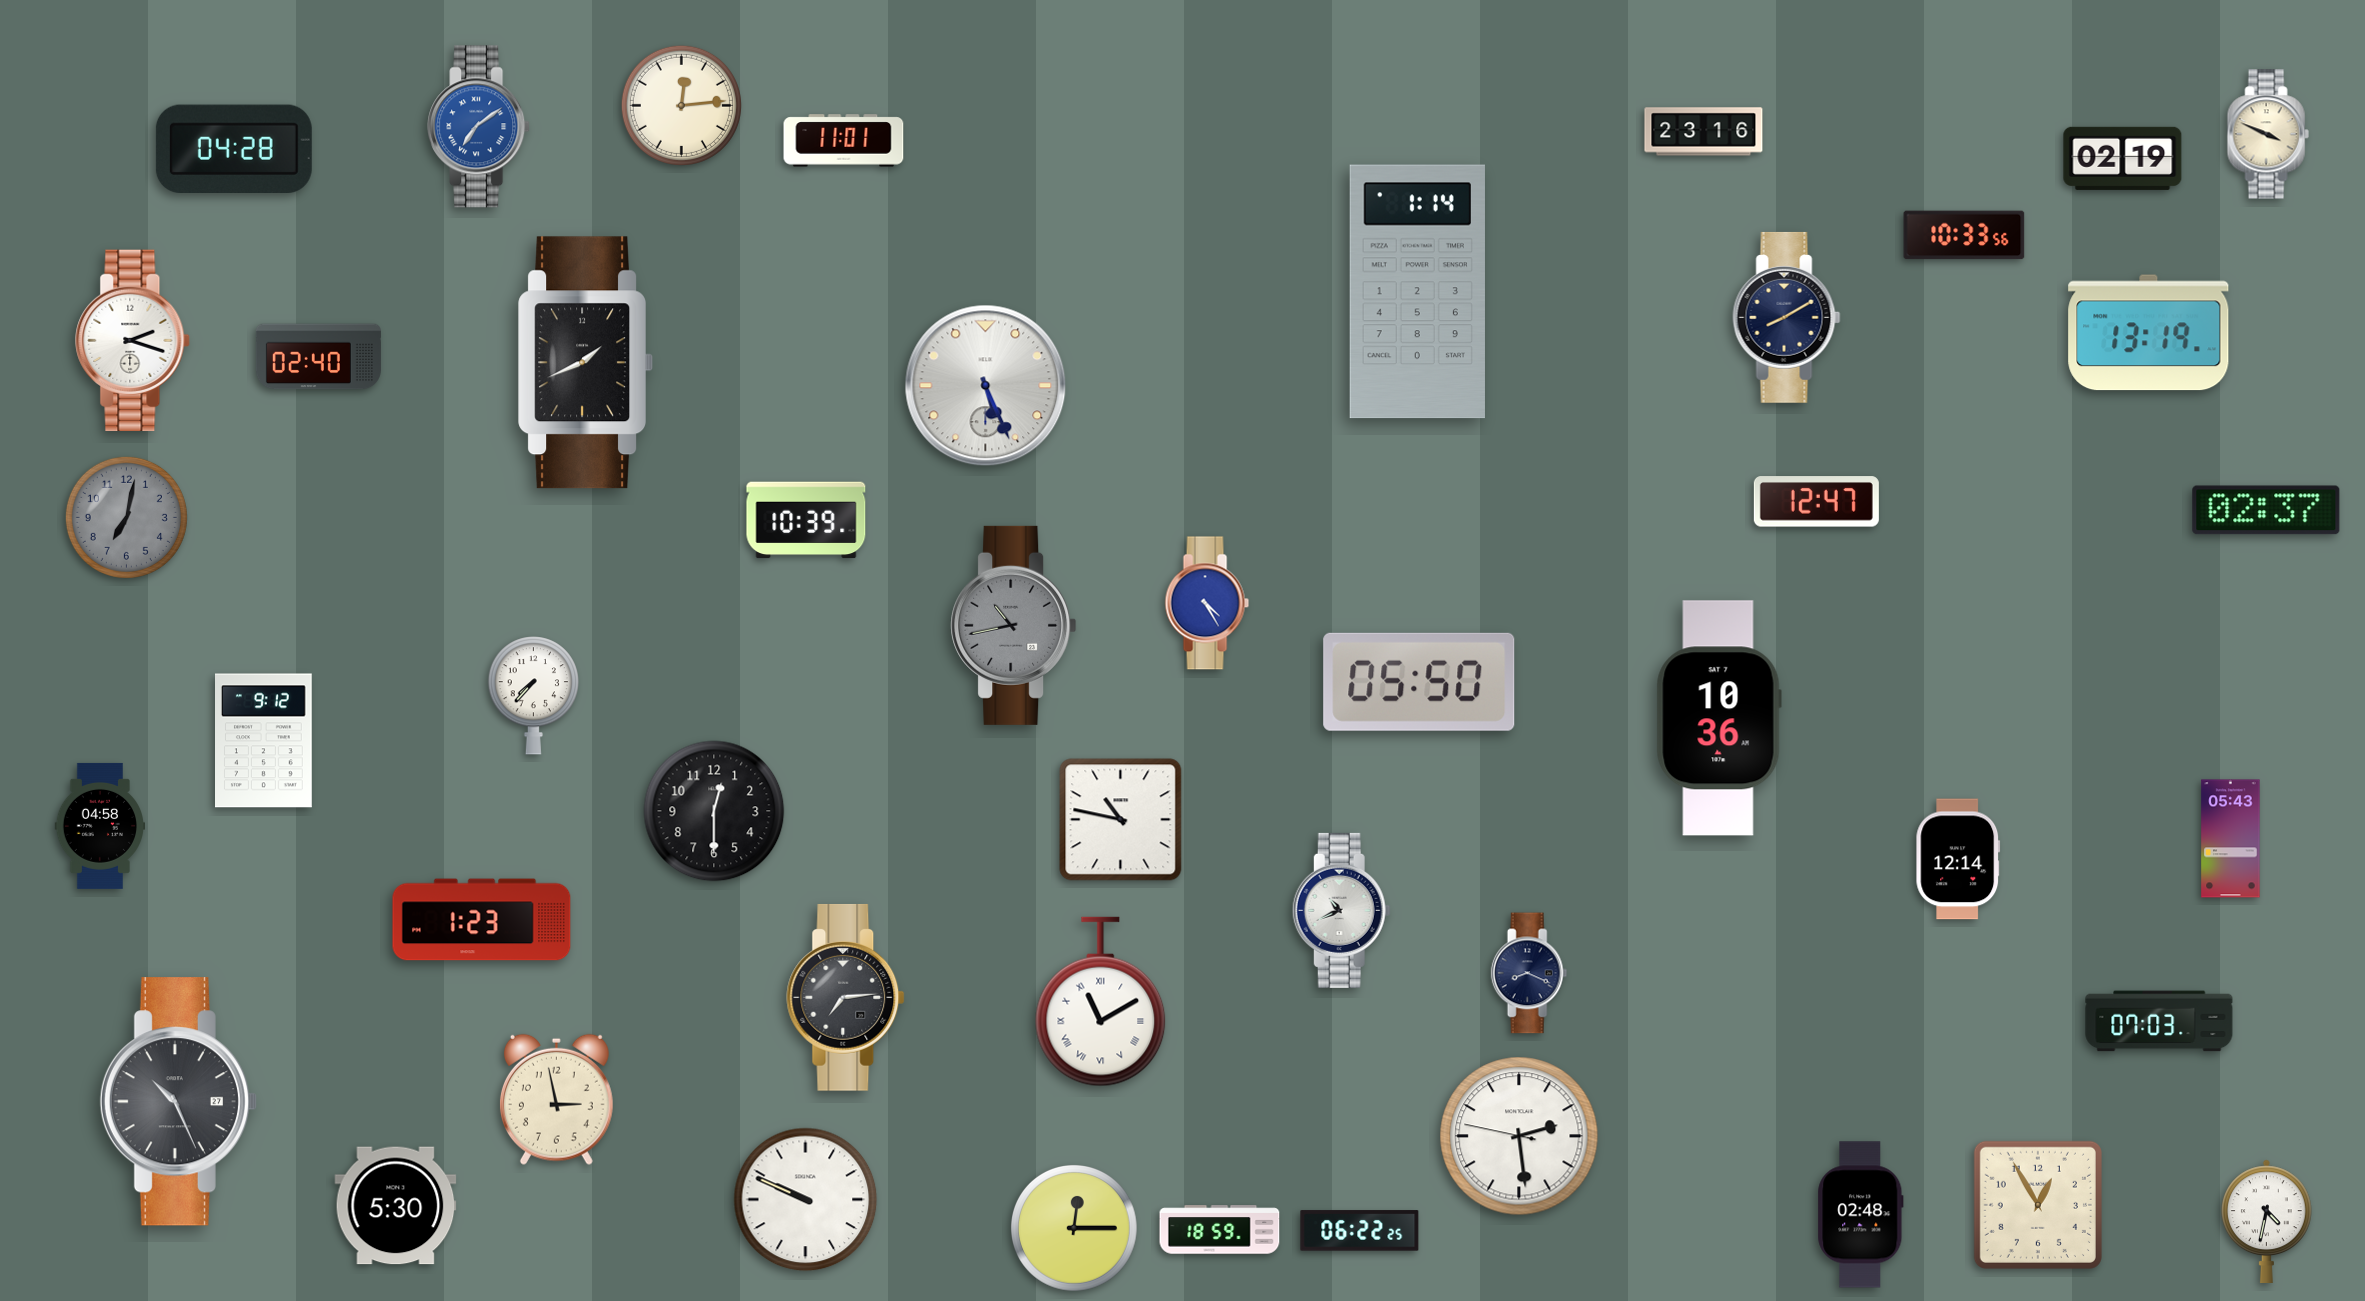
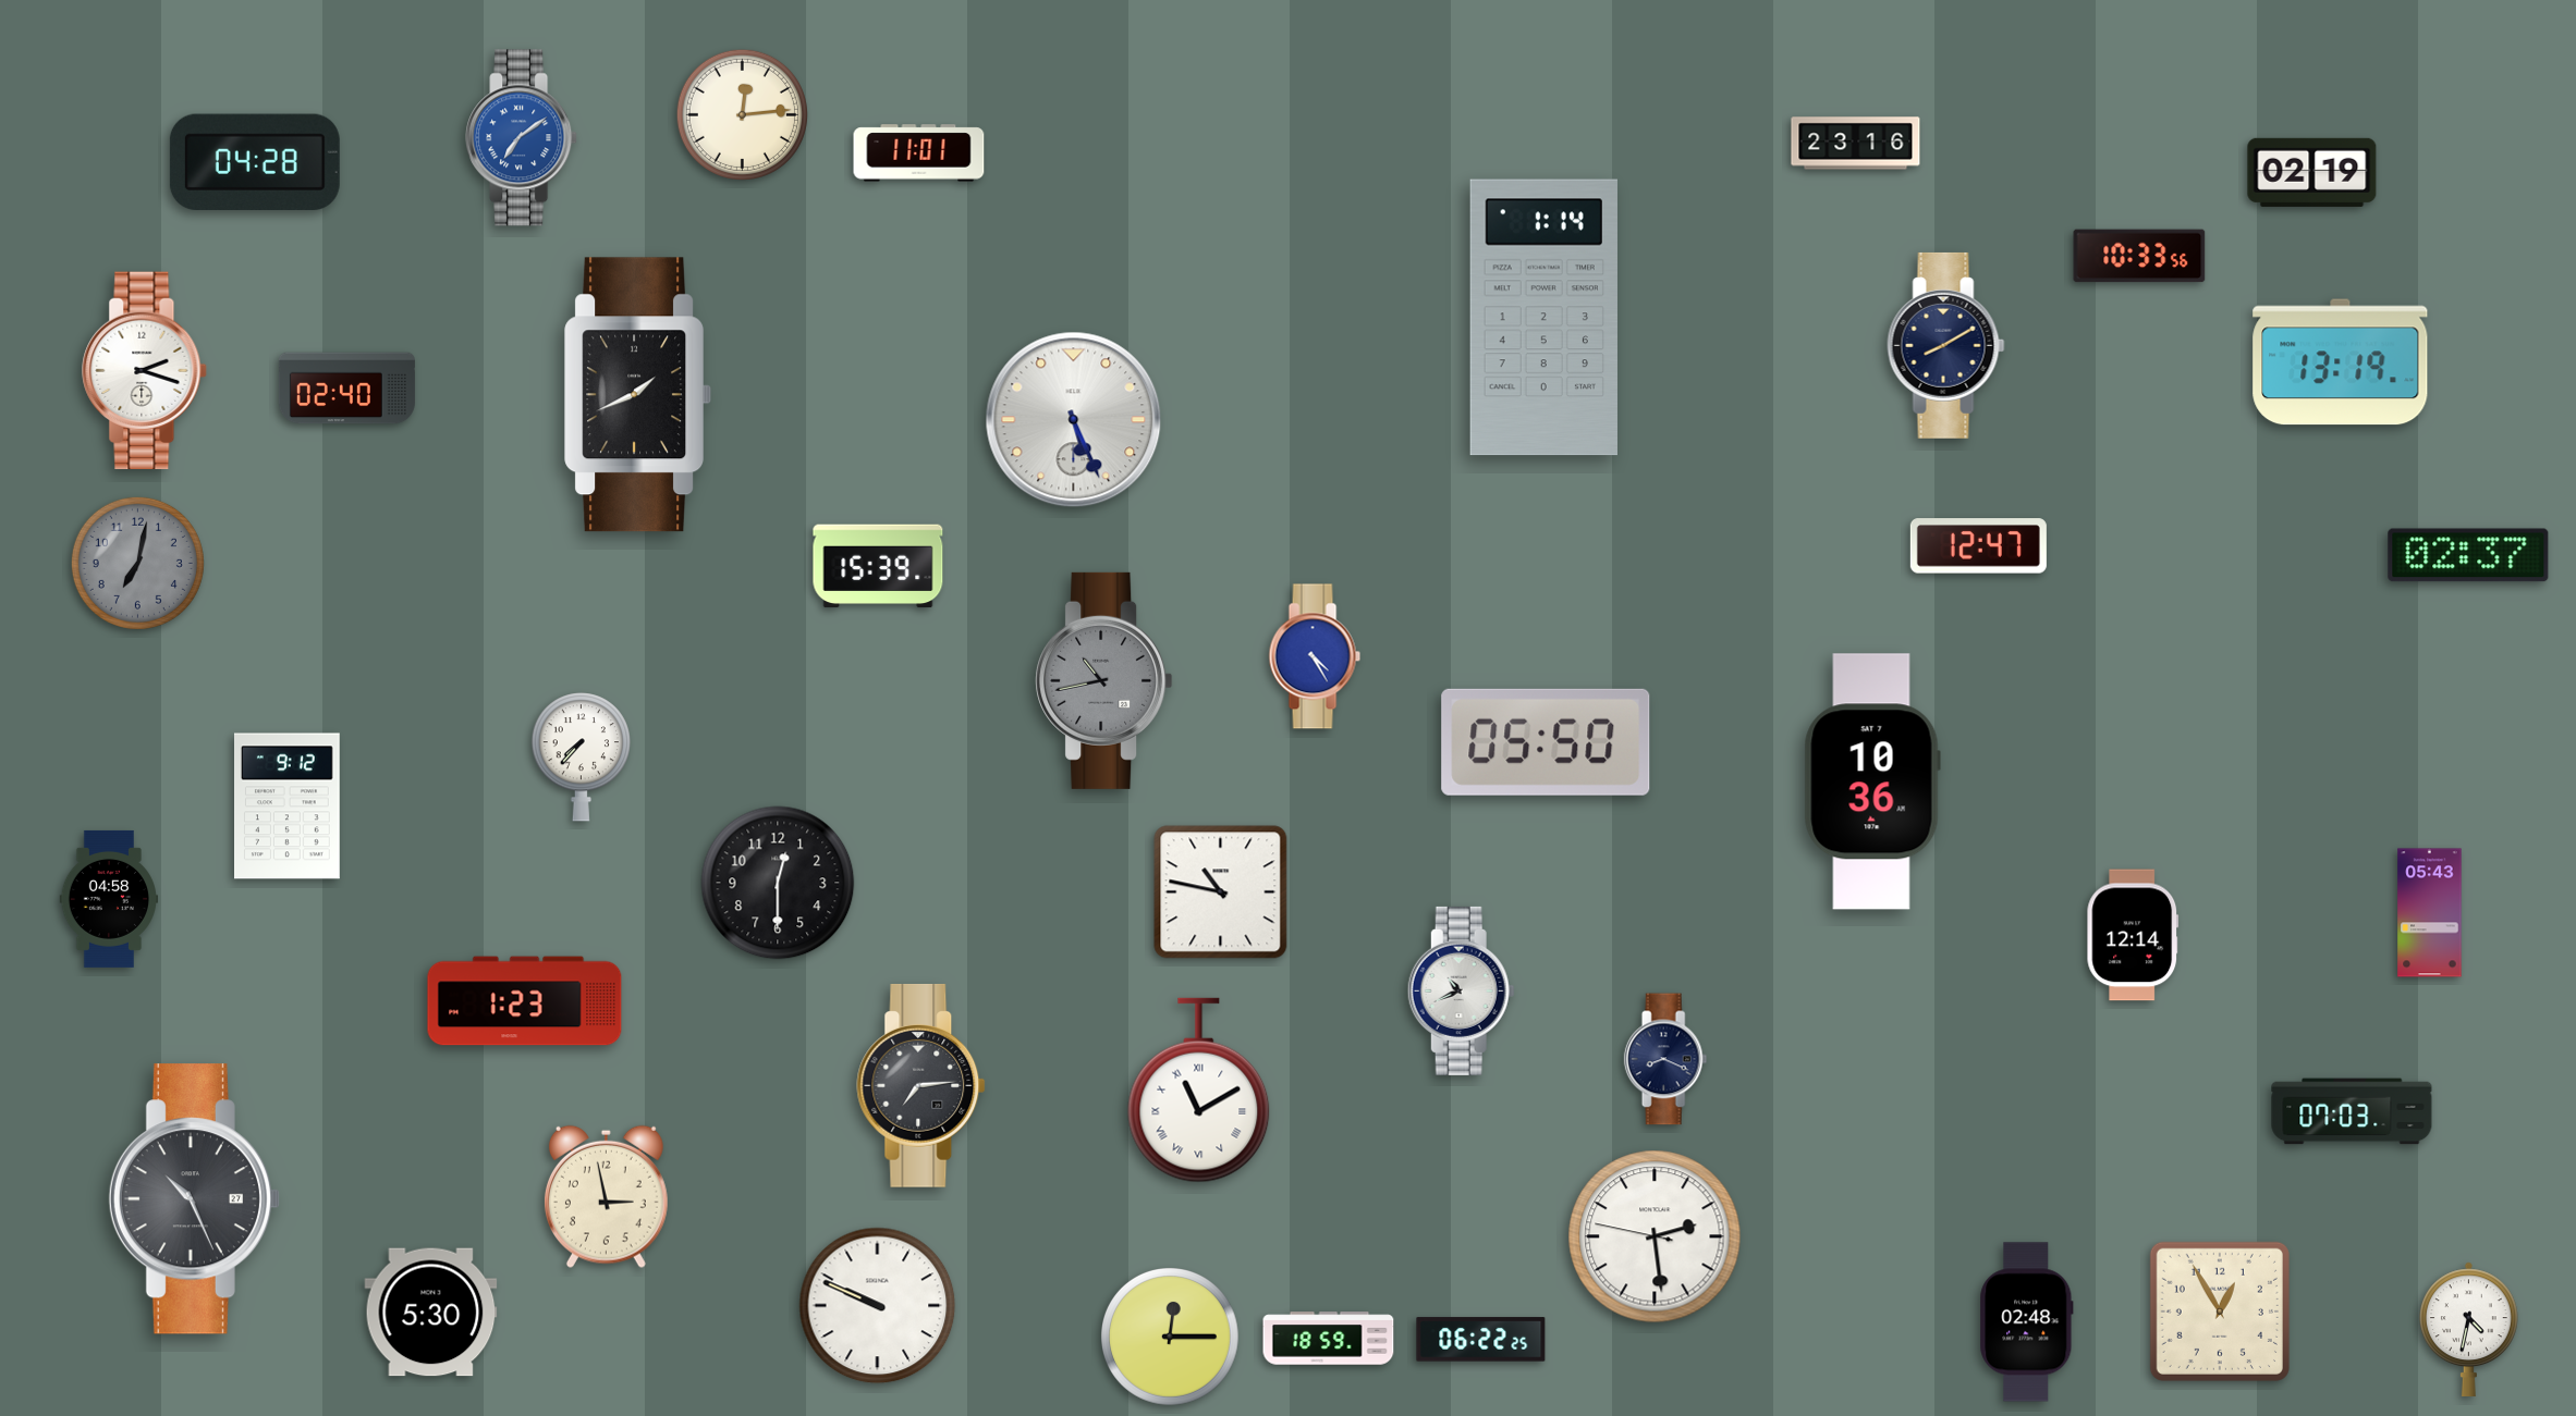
clock at (2268, 134): 3:49 -> none
clock at (806, 520): 10:39 -> 15:39
